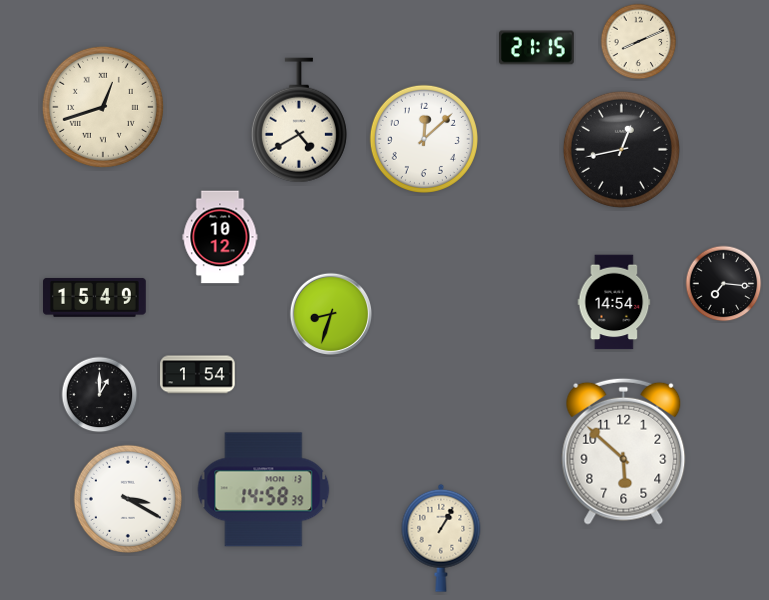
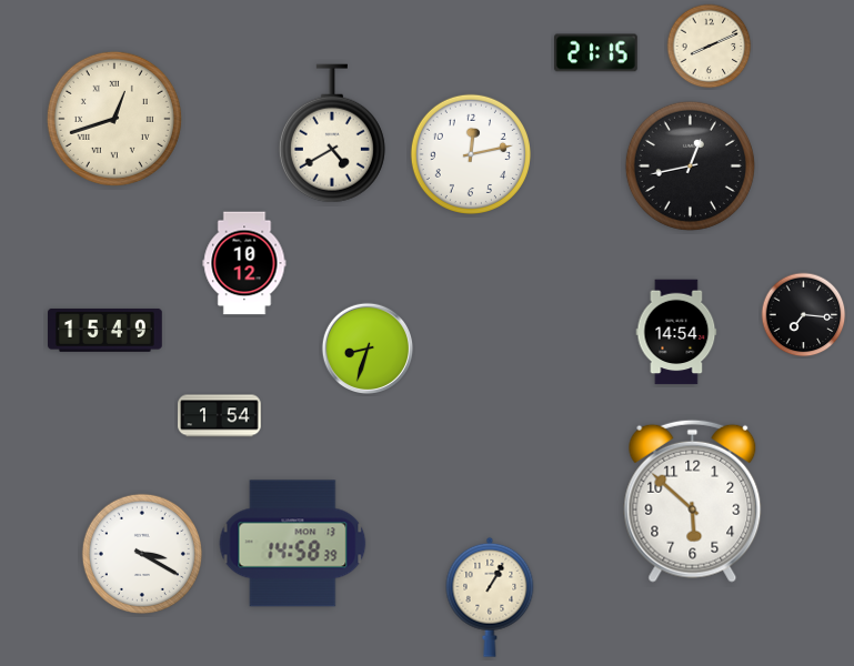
clock at (424, 139): 12:08 -> 12:13
clock at (614, 302) position: (614, 302) -> (676, 332)
clock at (100, 395): 1:00 -> none
